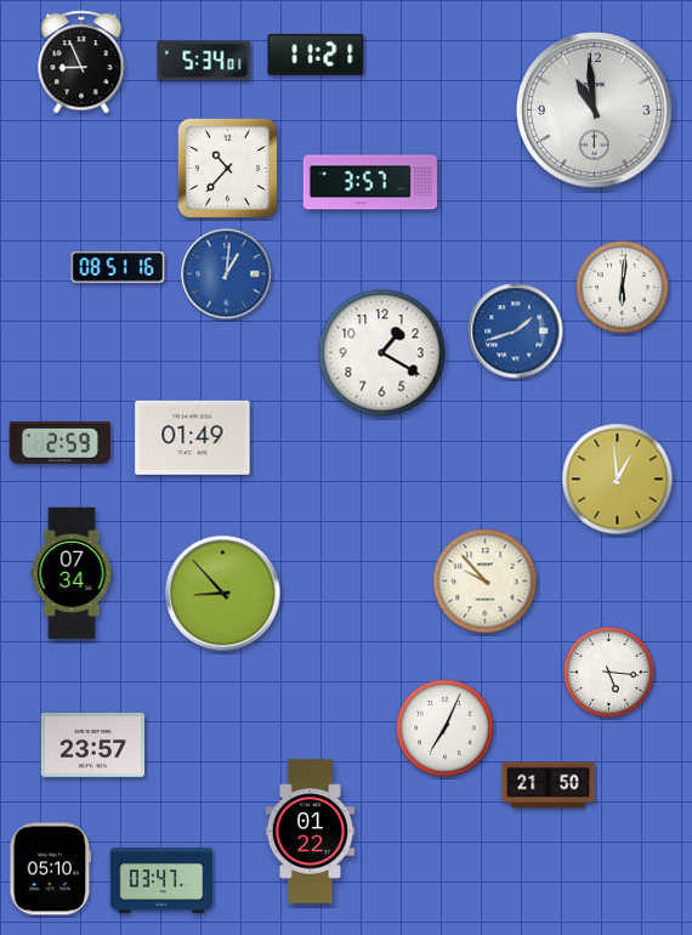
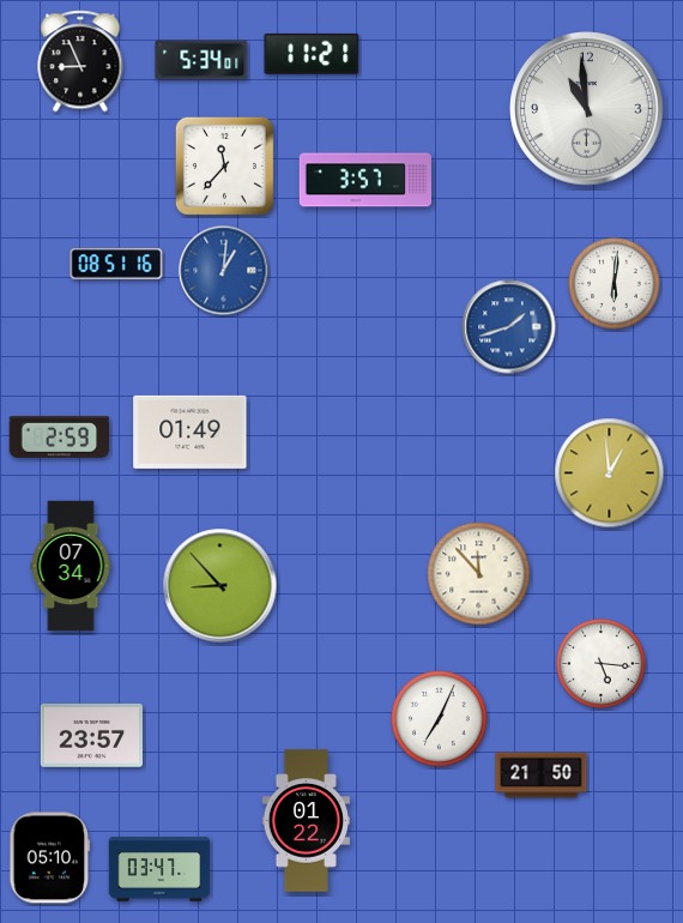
clock at (227, 168): 10:37 -> 11:37
clock at (382, 353): 1:20 -> none
clock at (486, 582): 9:53 -> 11:53
